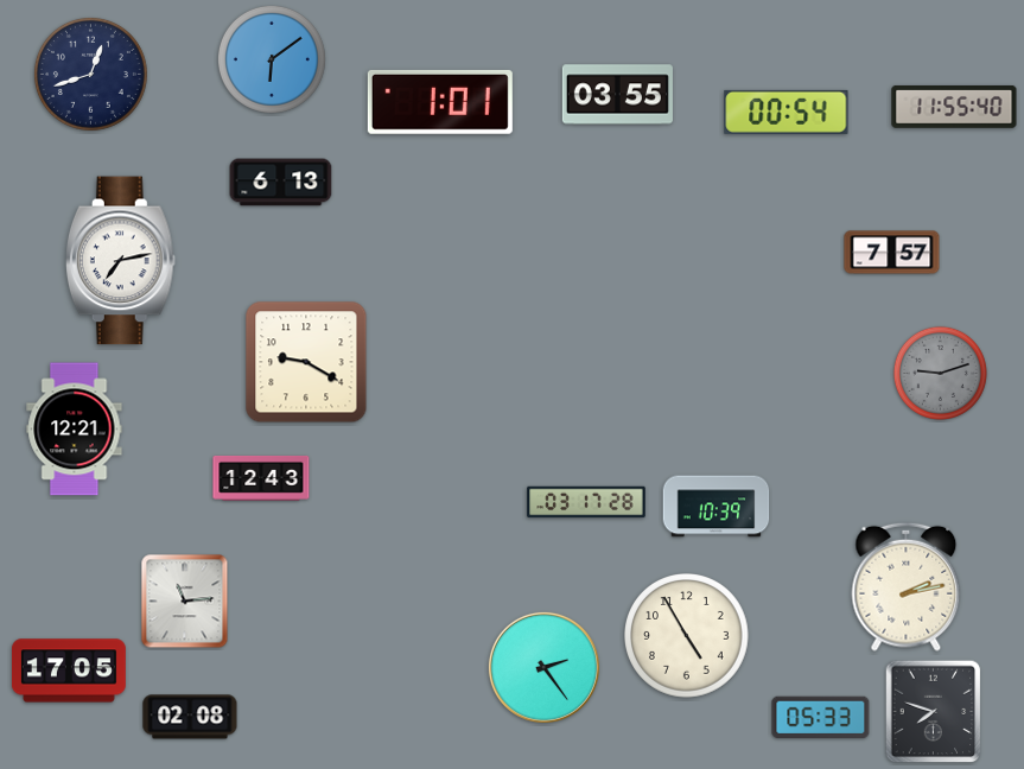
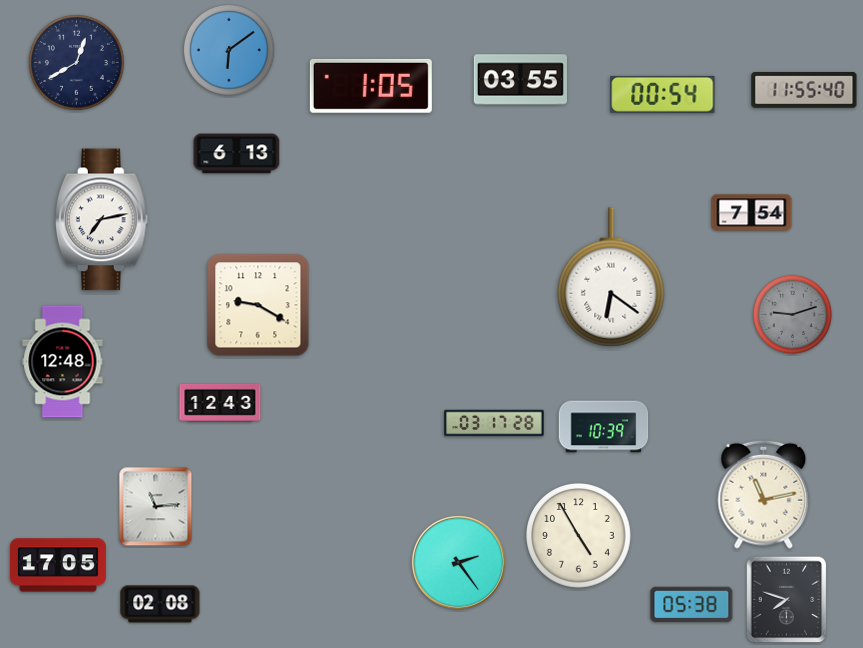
clock at (90, 74): 12:42 -> 12:40
clock at (440, 102): 1:01 -> 1:05
clock at (892, 253): 7:57 -> 7:54
clock at (611, 277): none -> 6:21
clock at (75, 430): 12:21 -> 12:48
clock at (907, 586): 2:13 -> 11:13
clock at (821, 717): 05:33 -> 05:38
